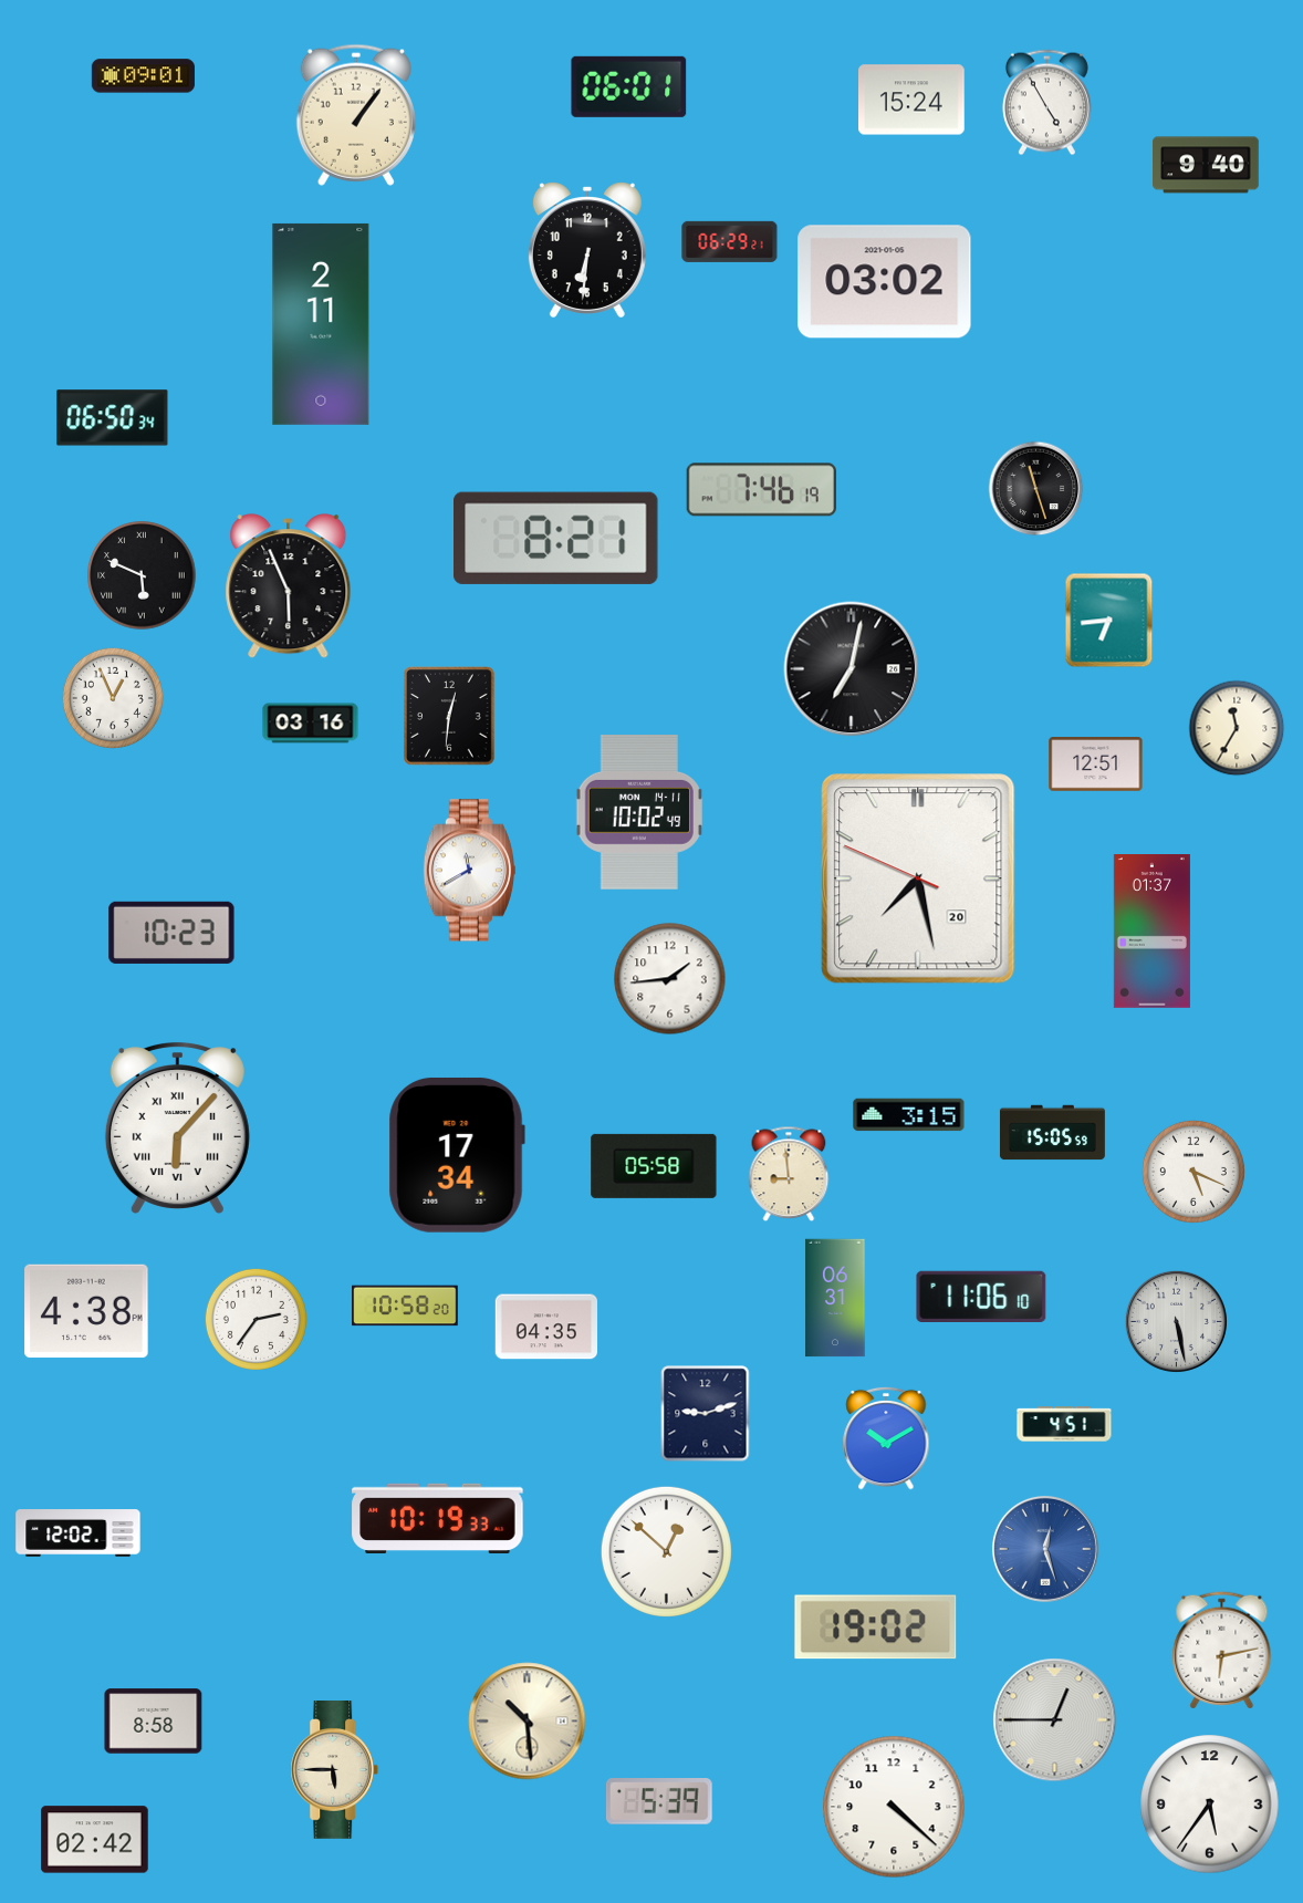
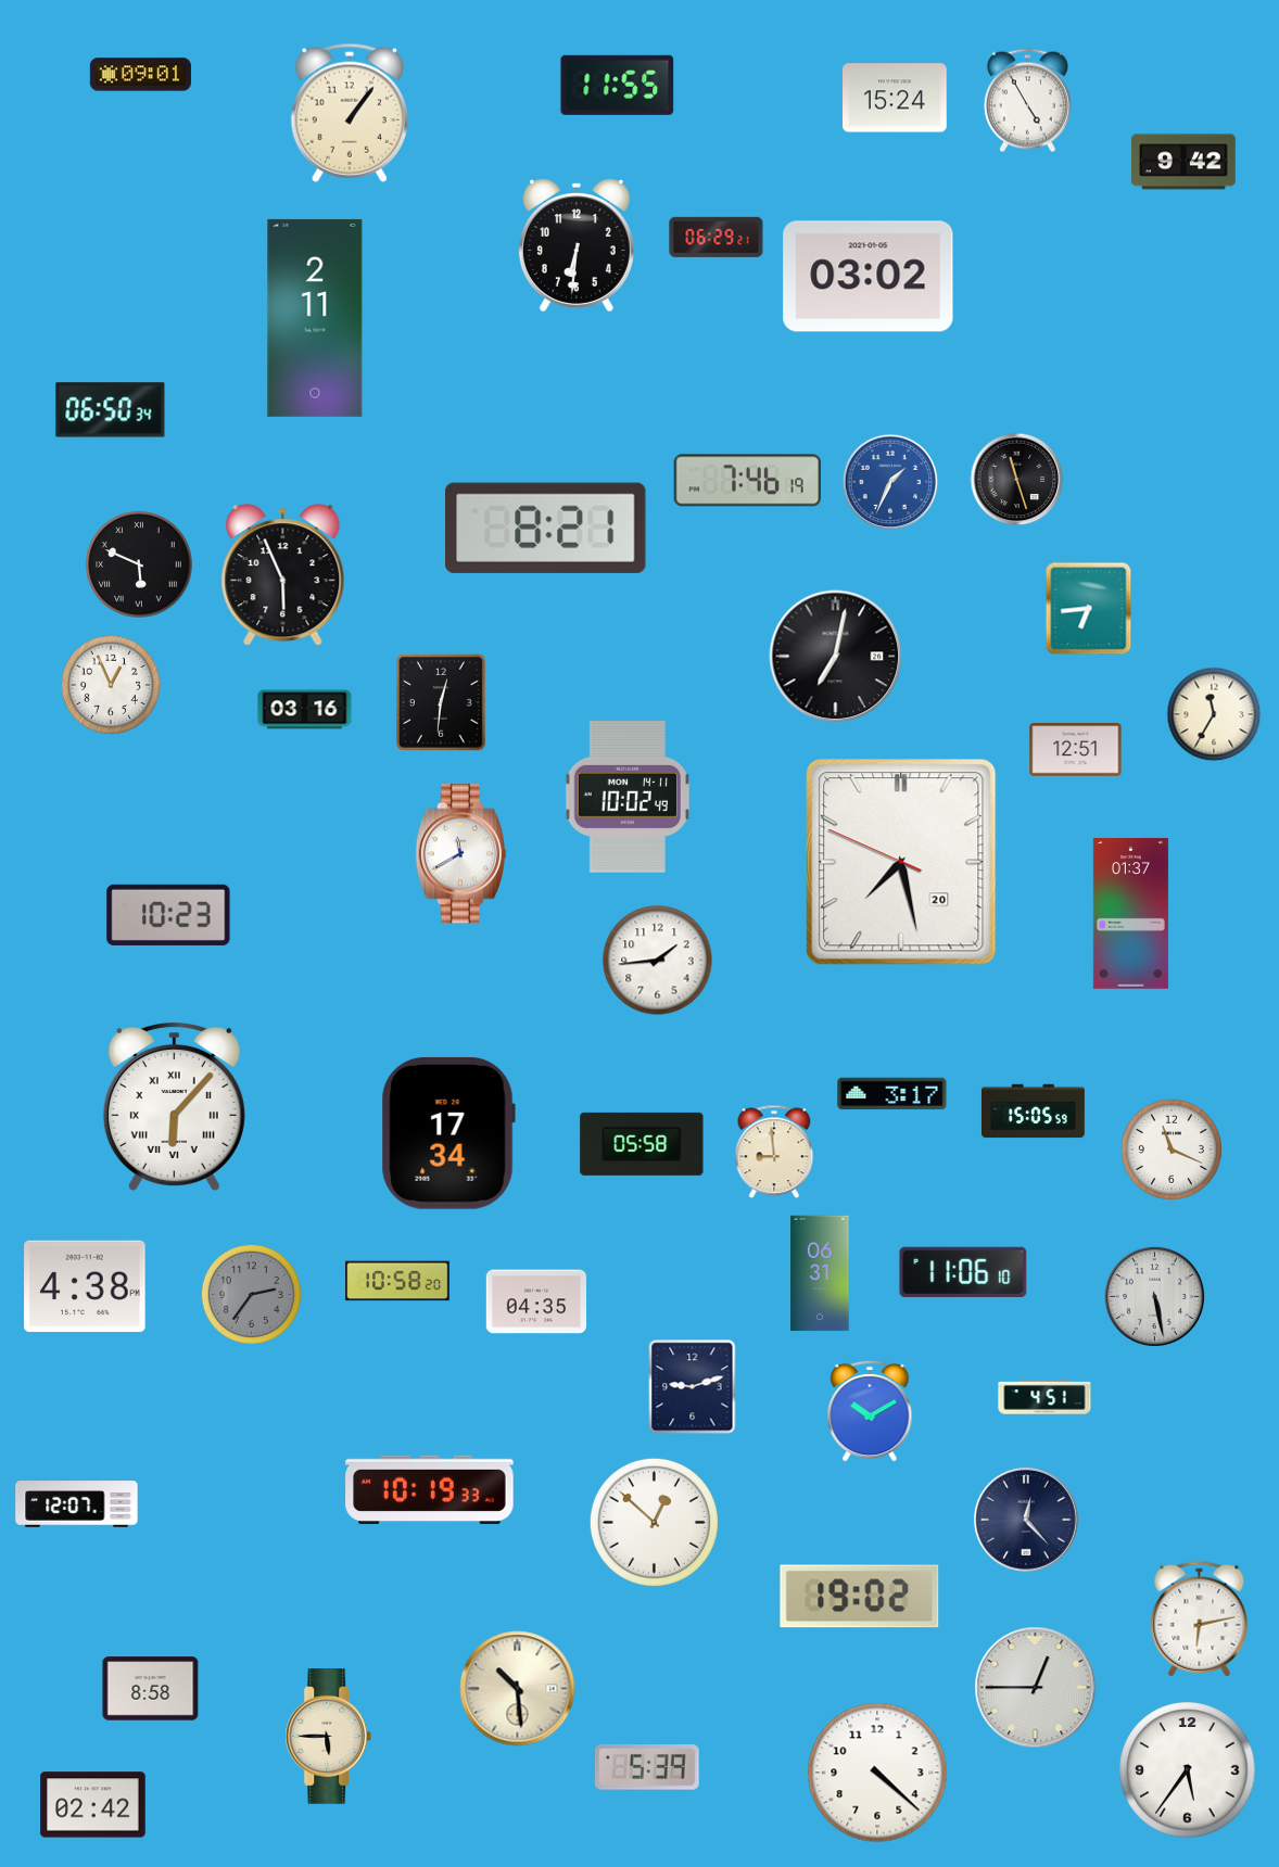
clock at (629, 86): 06:01 -> 11:55
clock at (1206, 165): 9:40 -> 9:42
clock at (890, 482): none -> 1:34
clock at (909, 1115): 3:15 -> 3:17
clock at (1193, 1172): 5:19 -> 11:19
clock at (256, 1319) dial: white -> grey
clock at (79, 1533): 12:02 -> 12:07
clock at (1045, 1549): 12:27 -> 12:23
clock at (1045, 1549) dial: blue -> navy
